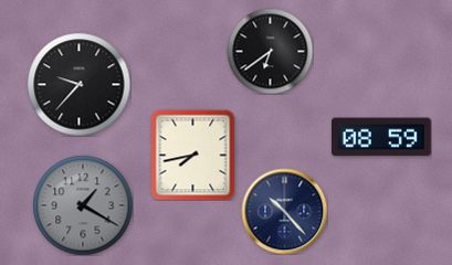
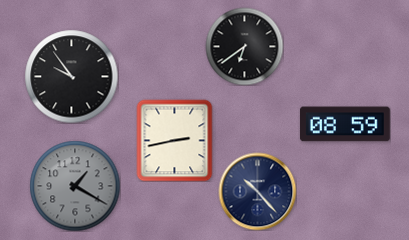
clock at (78, 84): 9:37 -> 9:54
clock at (193, 155): 7:43 -> 2:43
